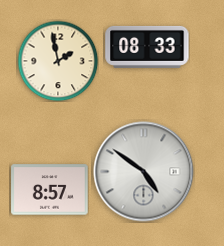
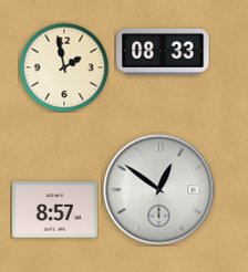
clock at (144, 172): 4:51 -> 12:51
